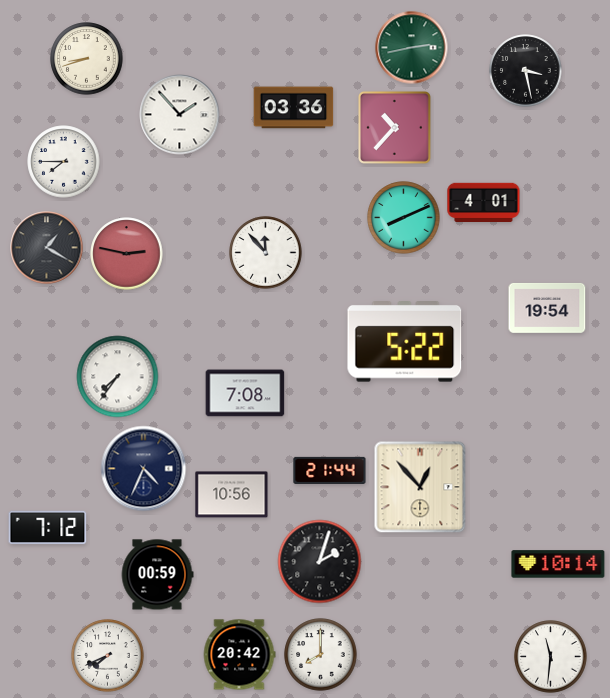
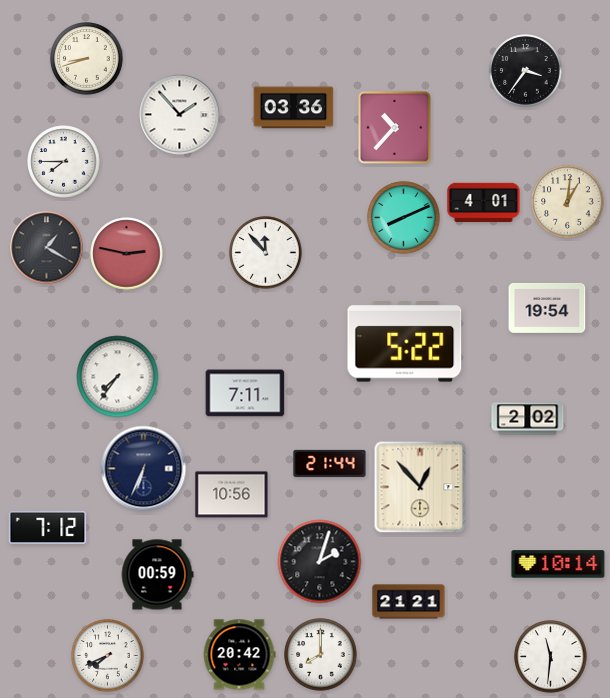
clock at (412, 48): 2:43 -> none
clock at (526, 71): 3:28 -> 3:36
clock at (568, 202): none -> 1:01
clock at (245, 393): 7:08 -> 7:11
clock at (528, 419): none -> 2:02
clock at (144, 469): 4:34 -> 6:34
clock at (330, 470) position: (330, 470) -> (330, 463)
clock at (409, 602): none -> 21:21
